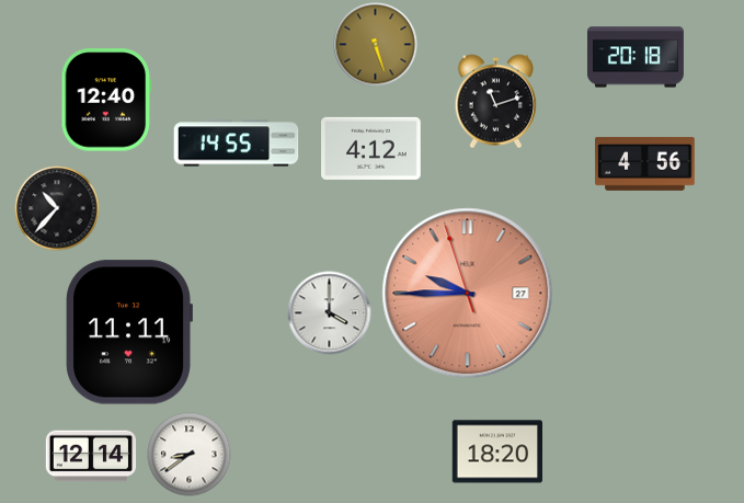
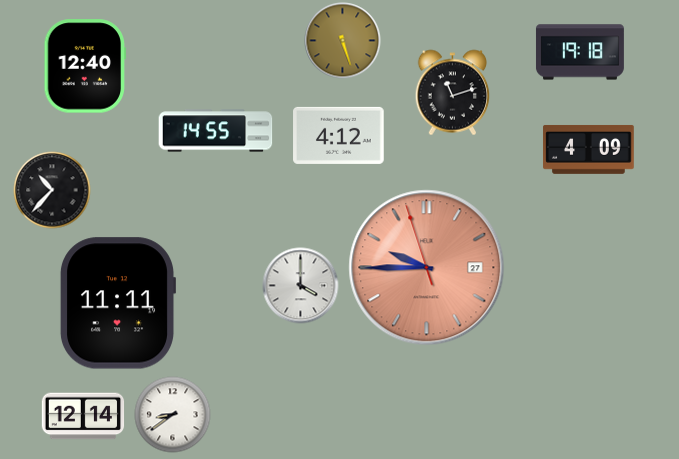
clock at (636, 57): 20:18 -> 19:18
clock at (106, 100) position: (106, 100) -> (85, 66)
clock at (645, 163): 4:56 -> 4:09
clock at (496, 451): 18:20 -> none
